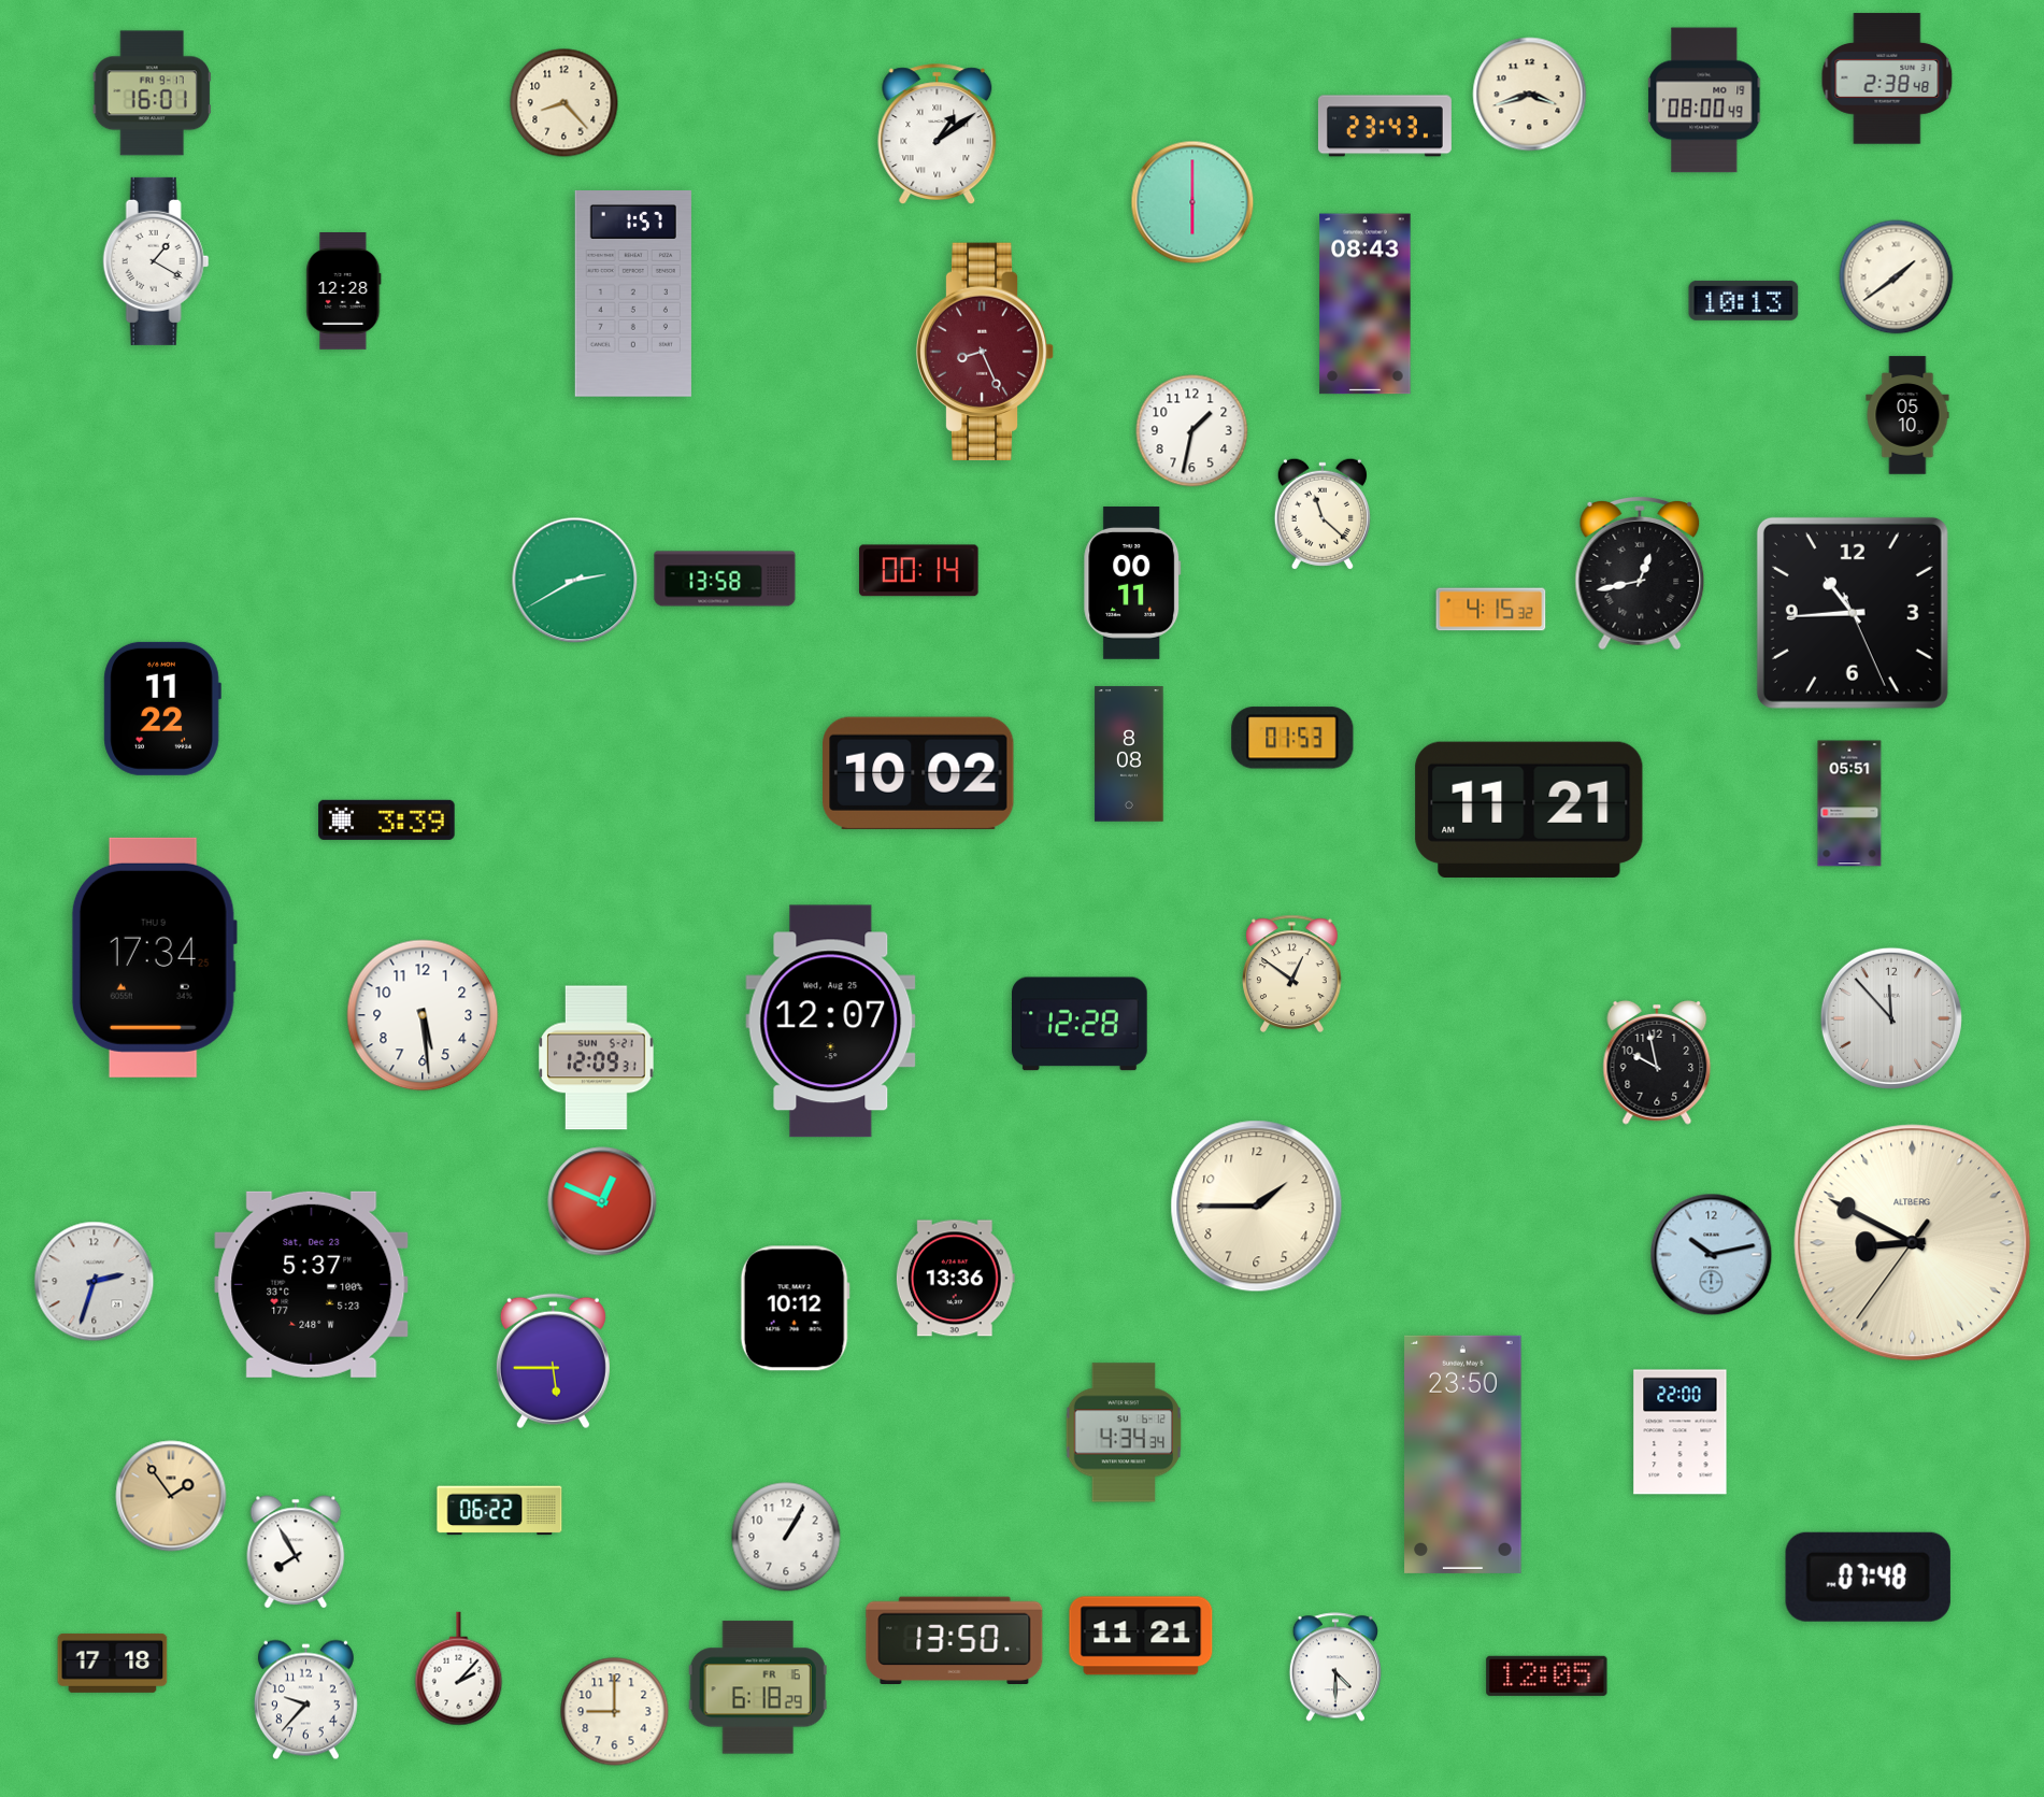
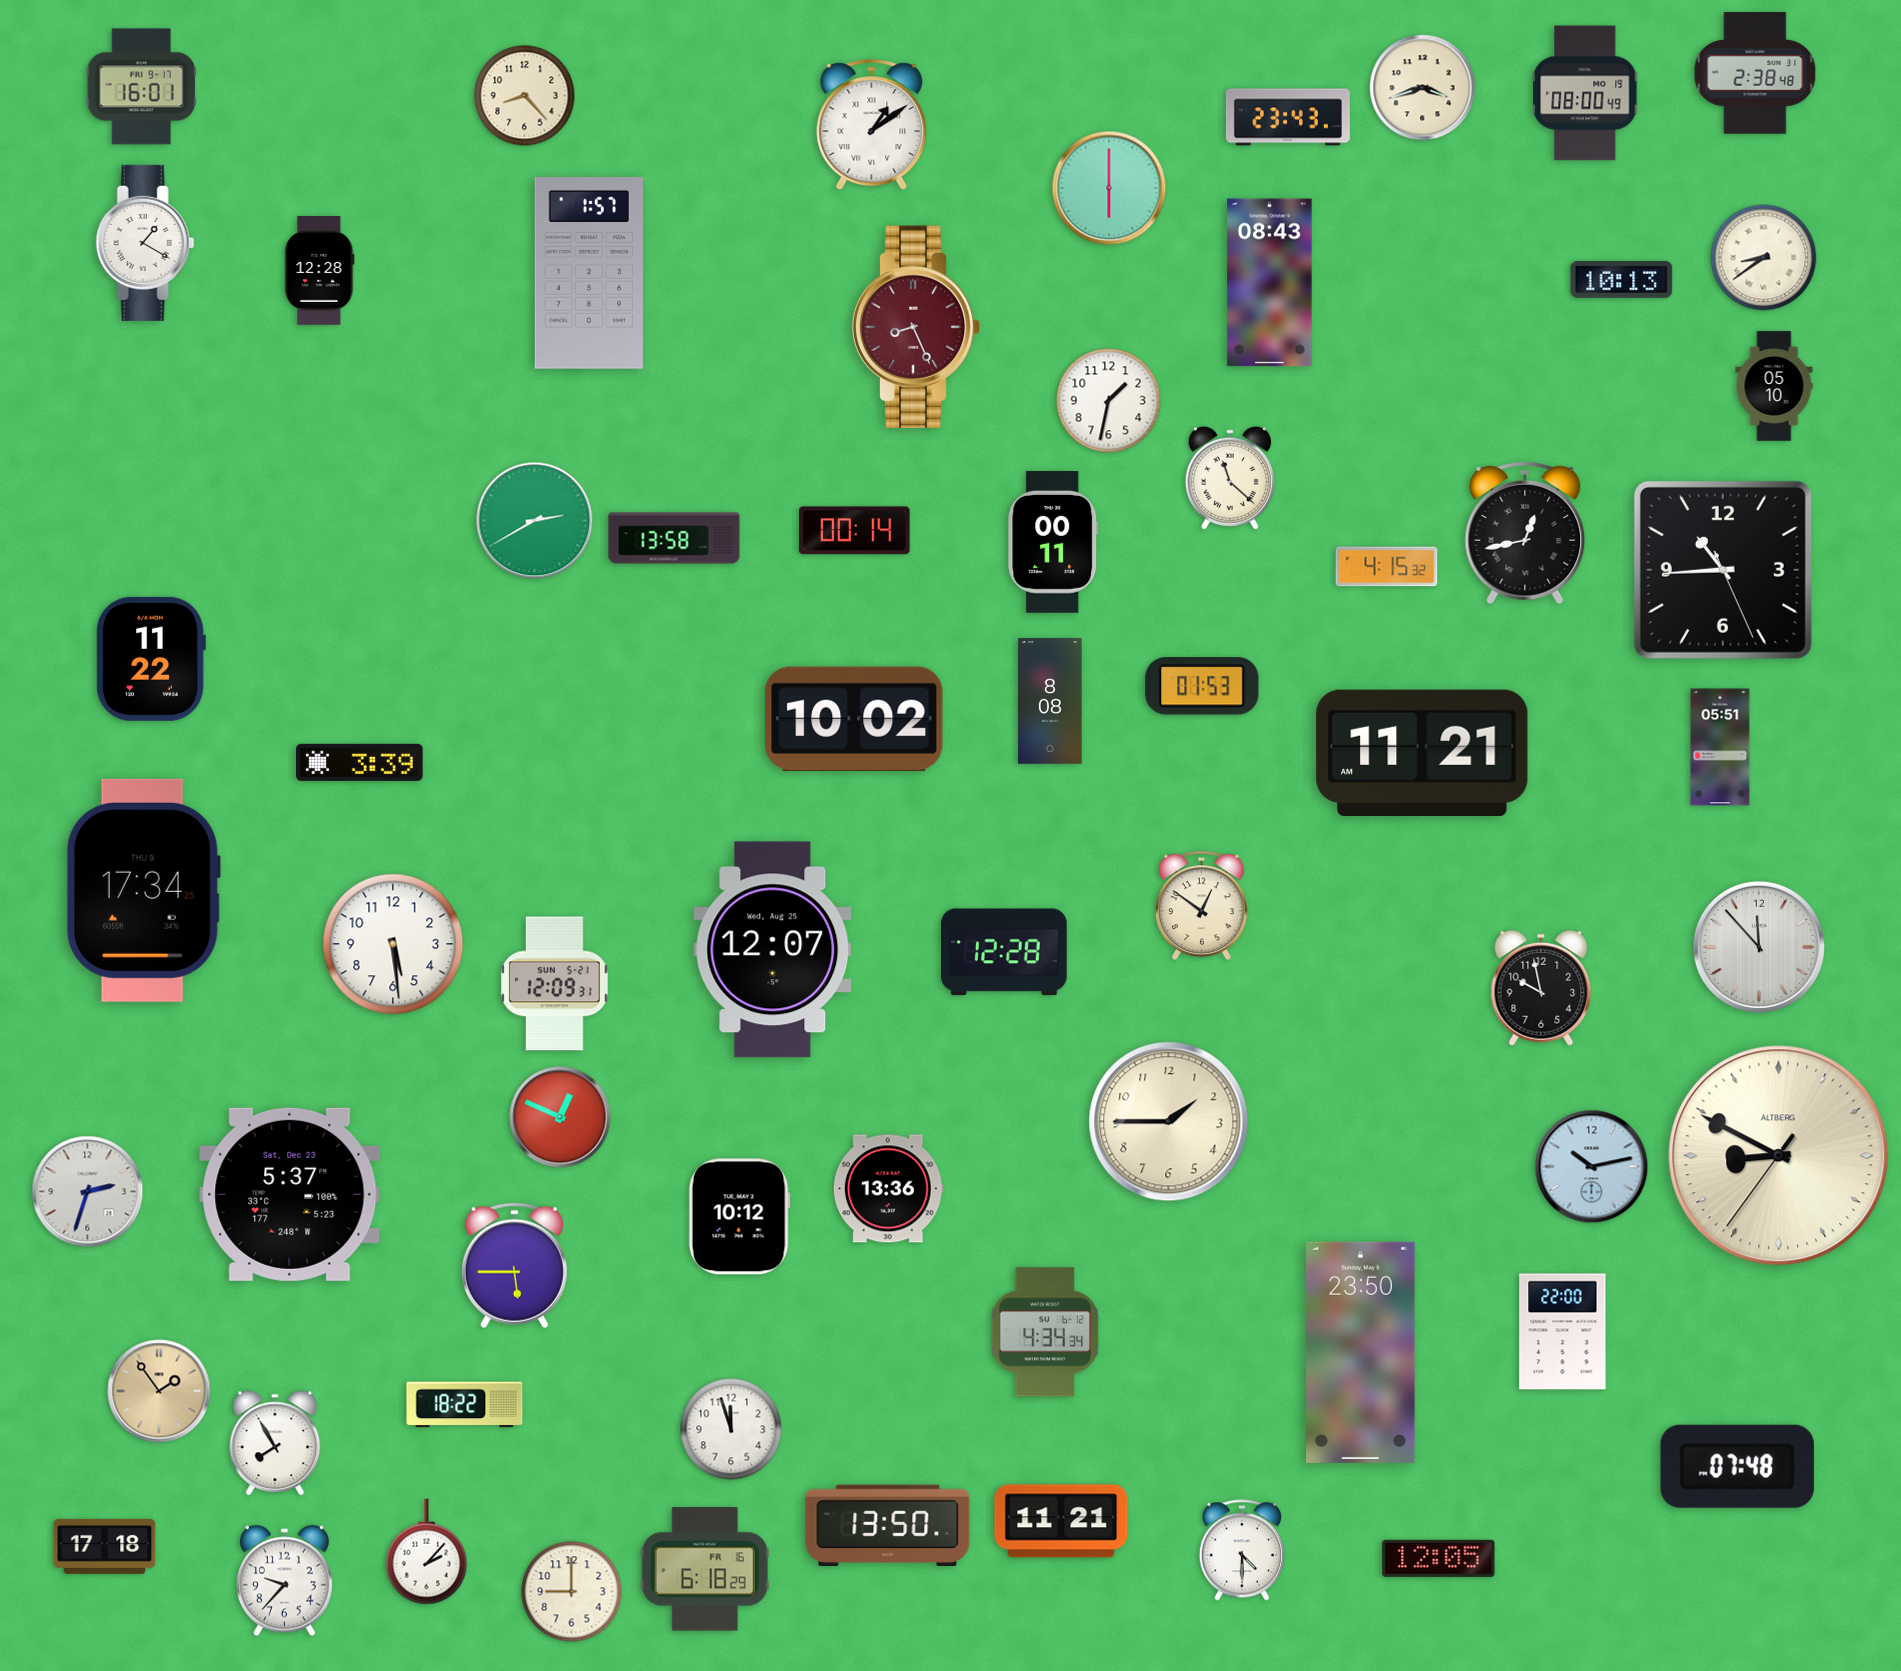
clock at (1897, 277): 1:39 -> 8:39
clock at (575, 581) position: (575, 581) -> (535, 521)
clock at (500, 1511): 06:22 -> 18:22
clock at (786, 1537): 1:05 -> 11:57
